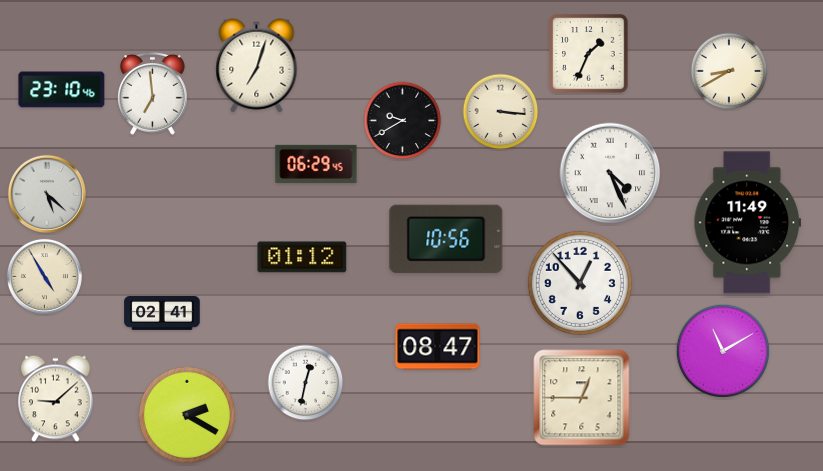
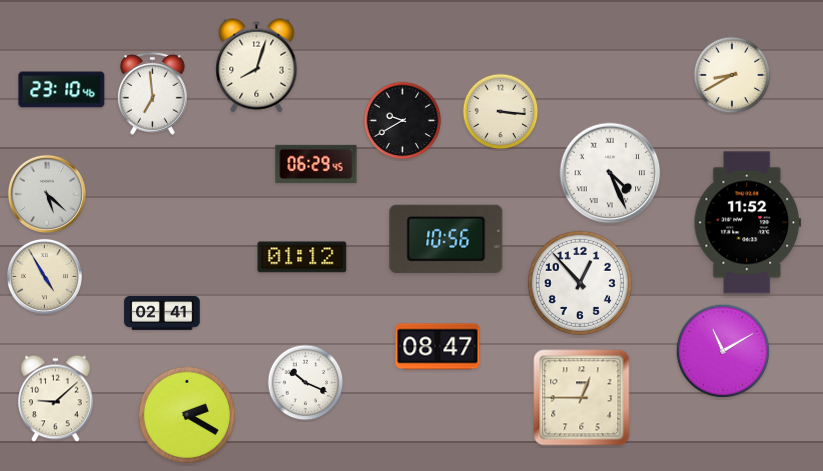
clock at (589, 54): 1:34 -> none
clock at (257, 66): 7:03 -> 8:03
clock at (729, 71) position: (729, 71) -> (732, 75)
clock at (748, 223): 11:49 -> 11:52
clock at (306, 383): 12:32 -> 10:19
